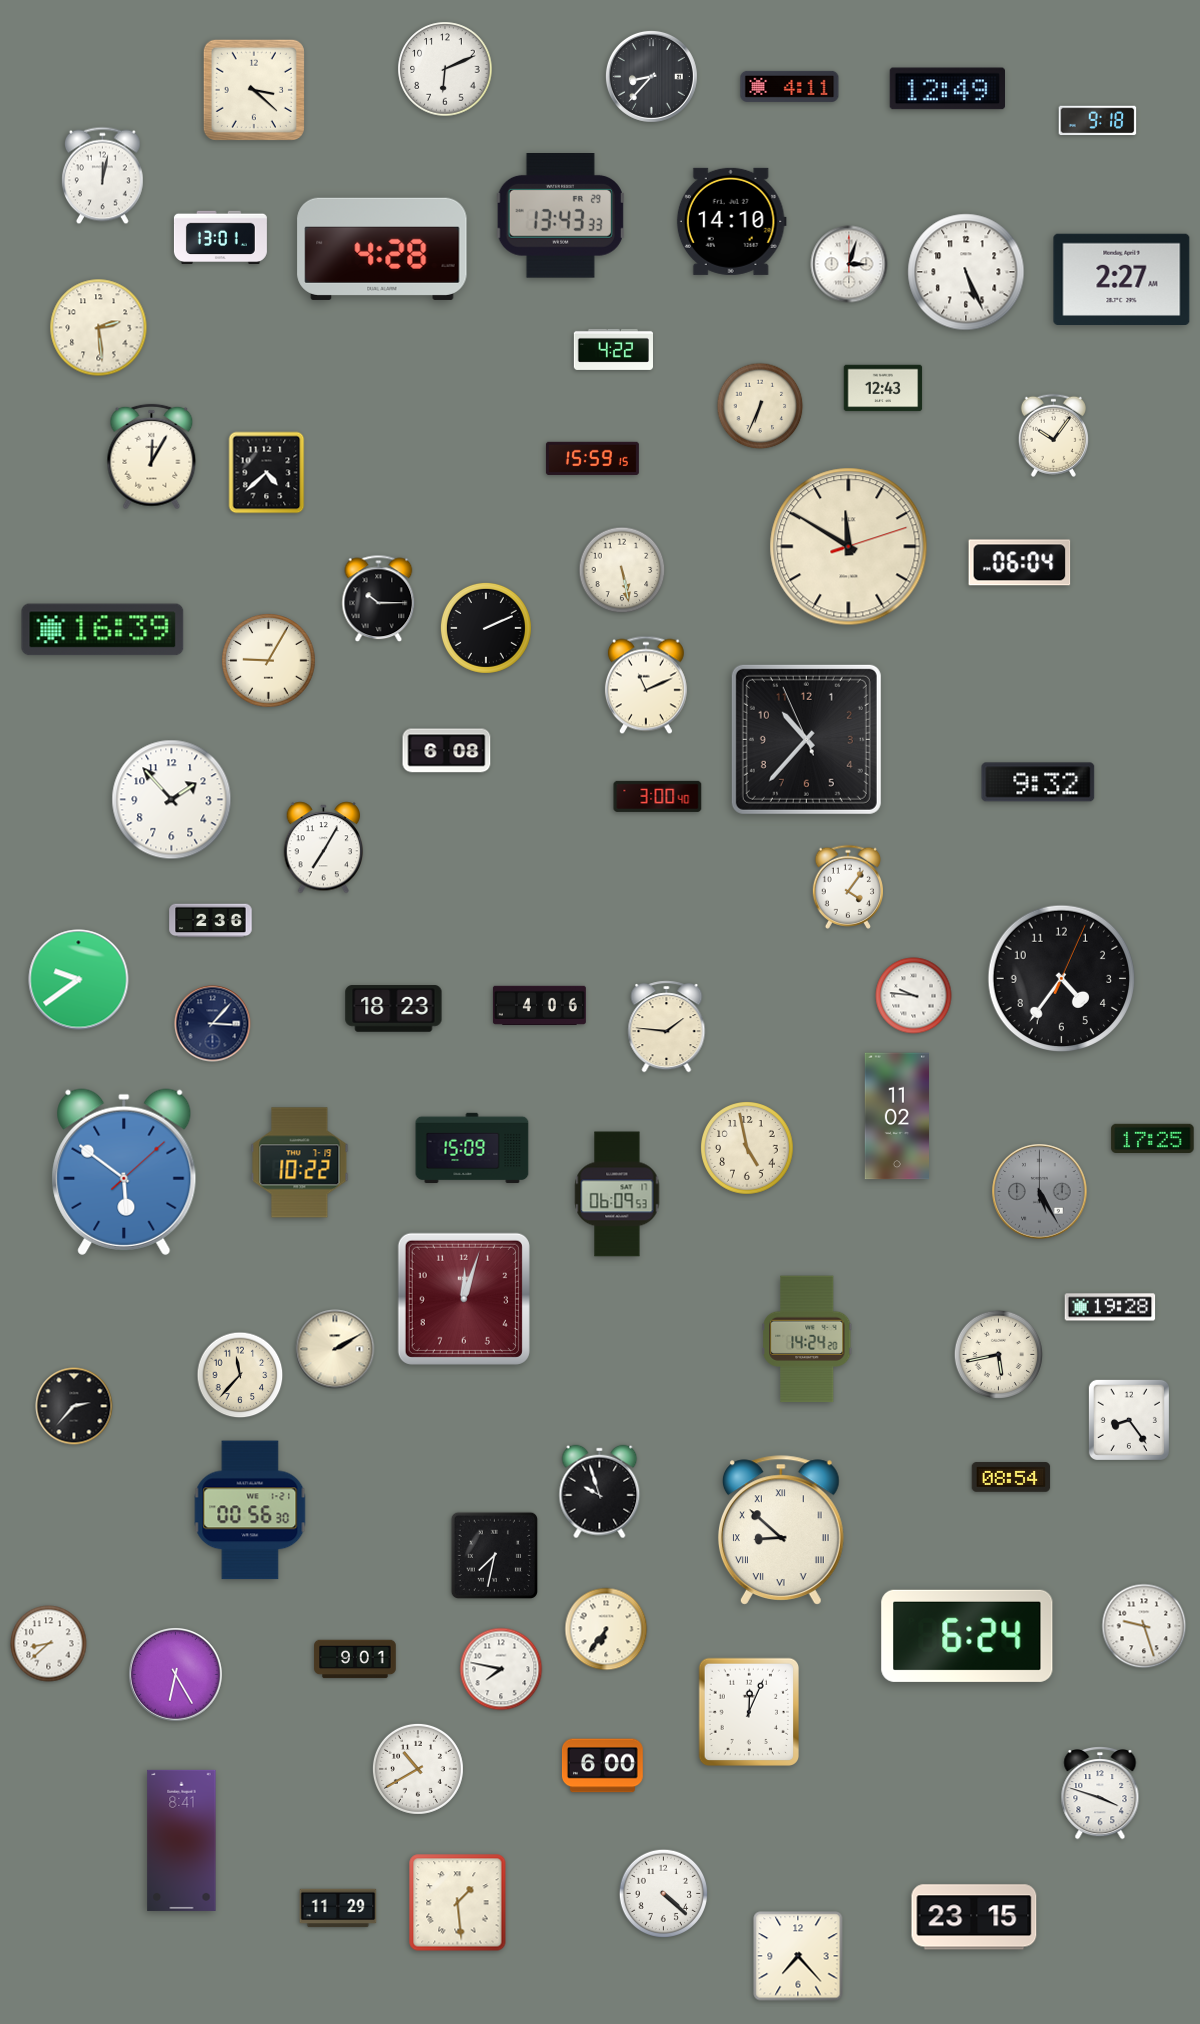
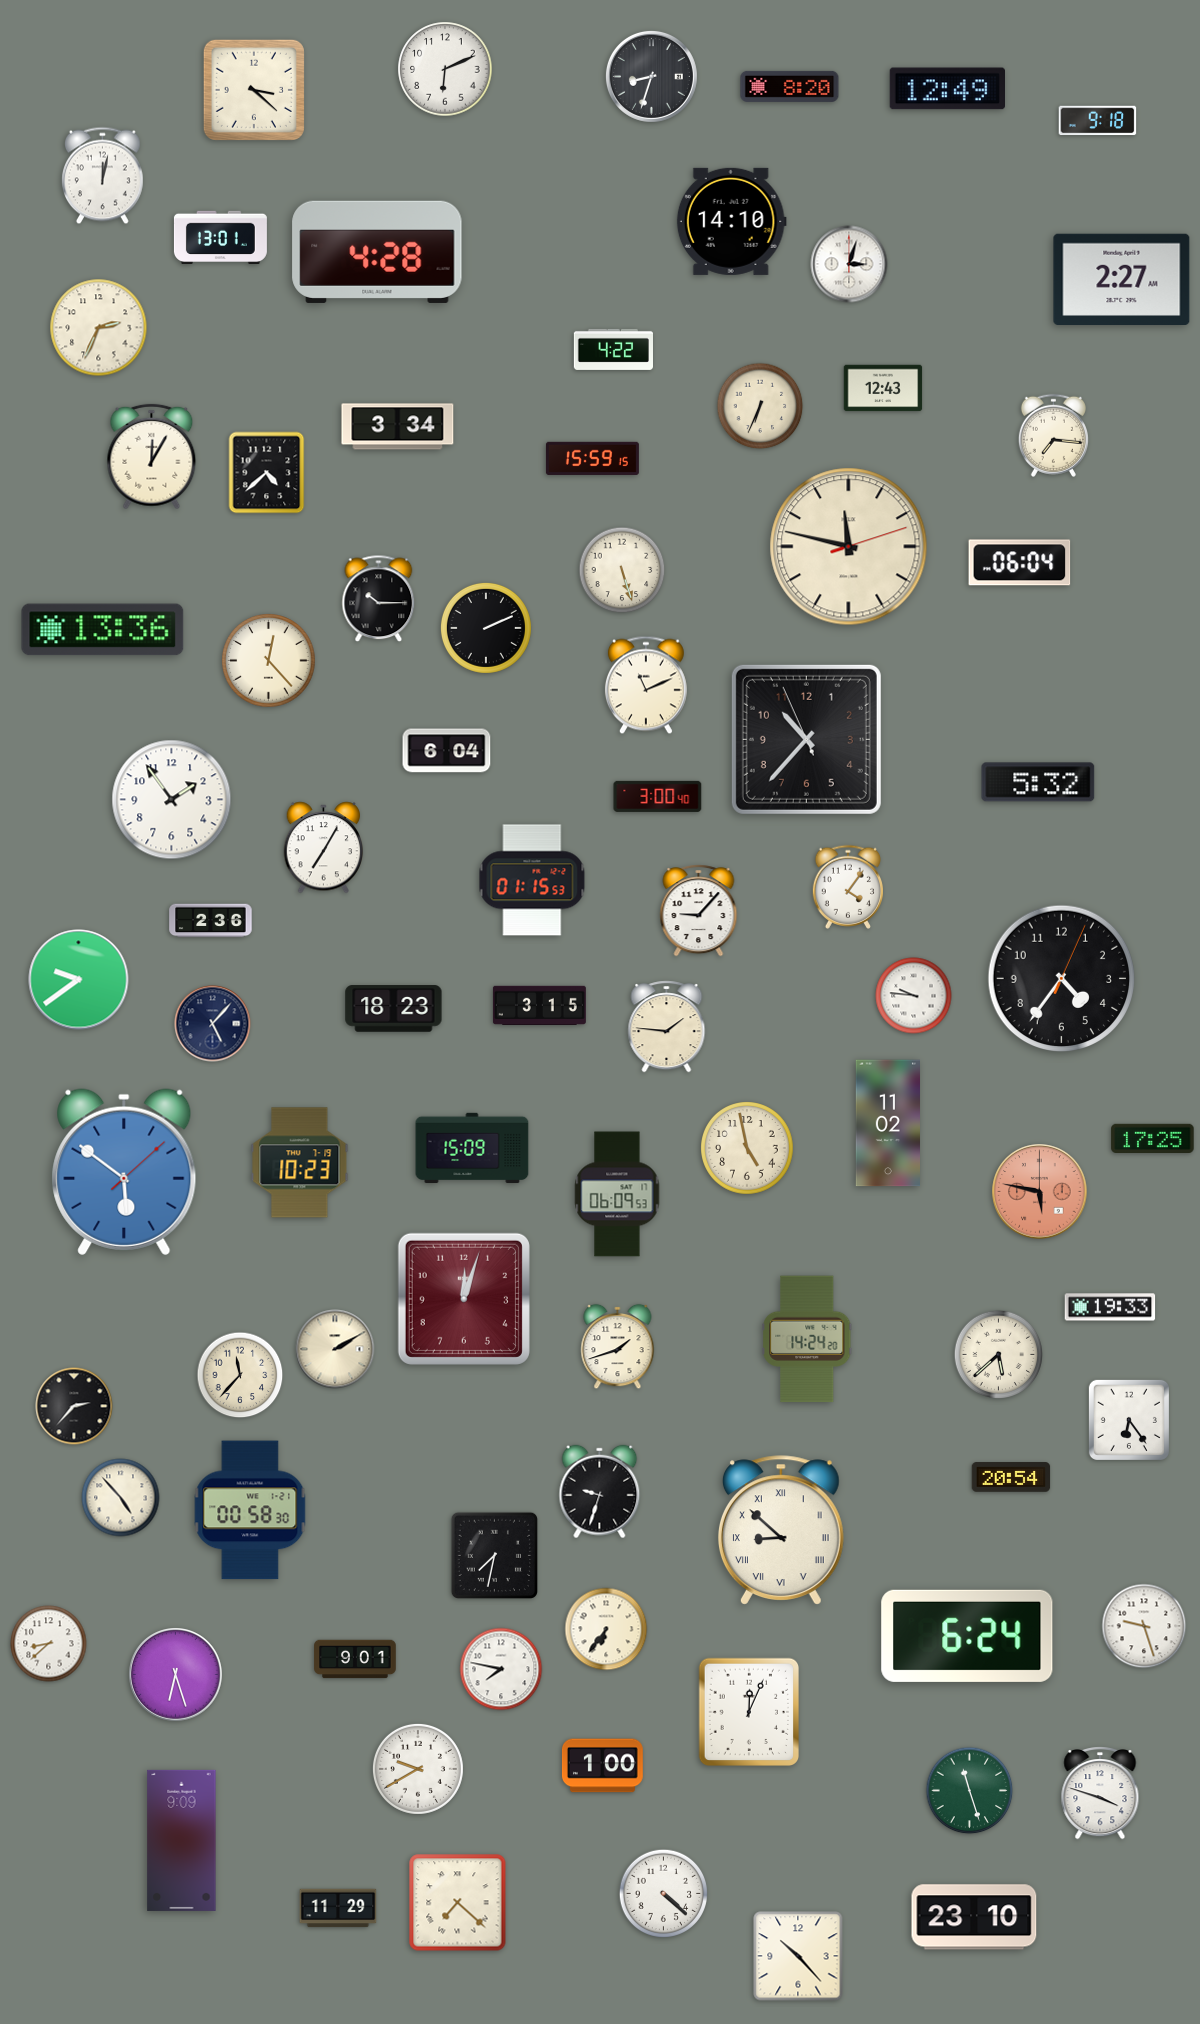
clock at (651, 76): 8:37 -> 8:33
clock at (790, 86): 4:11 -> 8:20
clock at (560, 216): 13:43 -> none
clock at (382, 249) position: (382, 249) -> (377, 252)
clock at (966, 272): 5:26 -> none
clock at (99, 328): 2:29 -> 2:34
clock at (398, 427): none -> 3:34
clock at (1053, 435): 10:06 -> 7:16
clock at (849, 547): 11:50 -> 11:47
clock at (622, 570): 5:28 -> 5:27
clock at (103, 630): 16:39 -> 13:36
clock at (269, 661): 9:05 -> 12:23
clock at (447, 751): 6:08 -> 6:04
clock at (1038, 782): 9:32 -> 5:32
clock at (172, 800): 1:53 -> 1:54
clock at (532, 880): none -> 01:15
clock at (699, 911): none -> 9:07
clock at (539, 1005): 4:06 -> 3:15
clock at (213, 1024): 3:07 -> 5:07
clock at (896, 1116) position: (896, 1116) -> (887, 1123)
clock at (300, 1163): 10:22 -> 10:23
clock at (1040, 1192): 5:25 -> 5:47
clock at (1040, 1192) dial: grey -> salmon
clock at (1110, 1307): 19:28 -> 19:33
clock at (618, 1347): none -> 1:42
clock at (998, 1354): 5:43 -> 5:38
clock at (1129, 1420): 8:24 -> 6:24
clock at (1011, 1477): 08:54 -> 20:54
clock at (600, 1492): 9:57 -> 9:33
clock at (121, 1498): none -> 4:53
clock at (250, 1510): 00:56 -> 00:58
clock at (176, 1675): 6:25 -> 6:27
clock at (602, 1766): 6:00 -> 1:00
clock at (418, 1769): 10:40 -> 9:40
clock at (970, 1791): none -> 11:27
clock at (182, 1840): 8:41 -> 9:09
clock at (458, 1903): 1:29 -> 7:22
clock at (974, 1917): 23:15 -> 23:10
clock at (798, 1956): 7:23 -> 10:23
